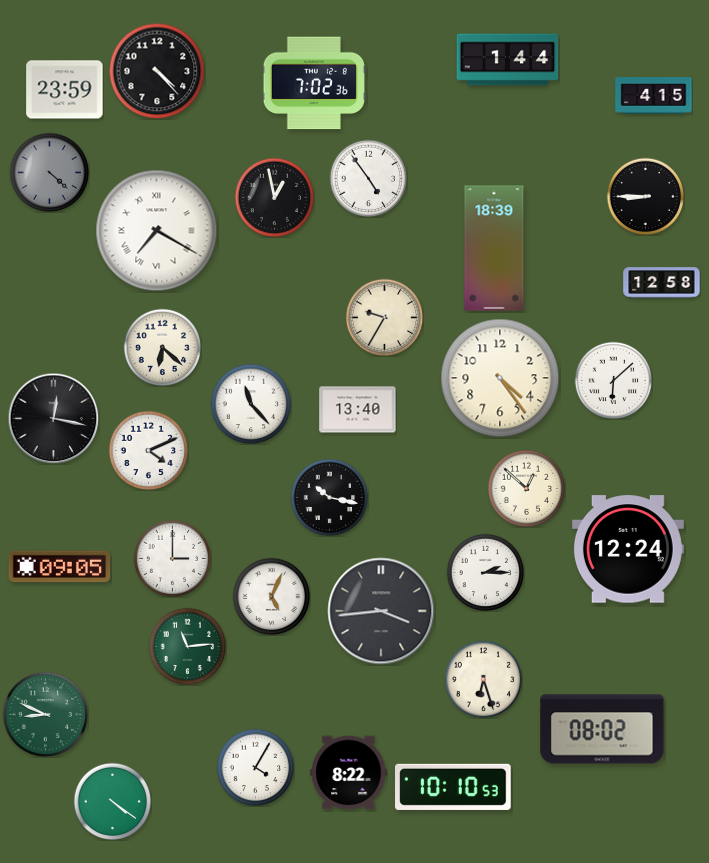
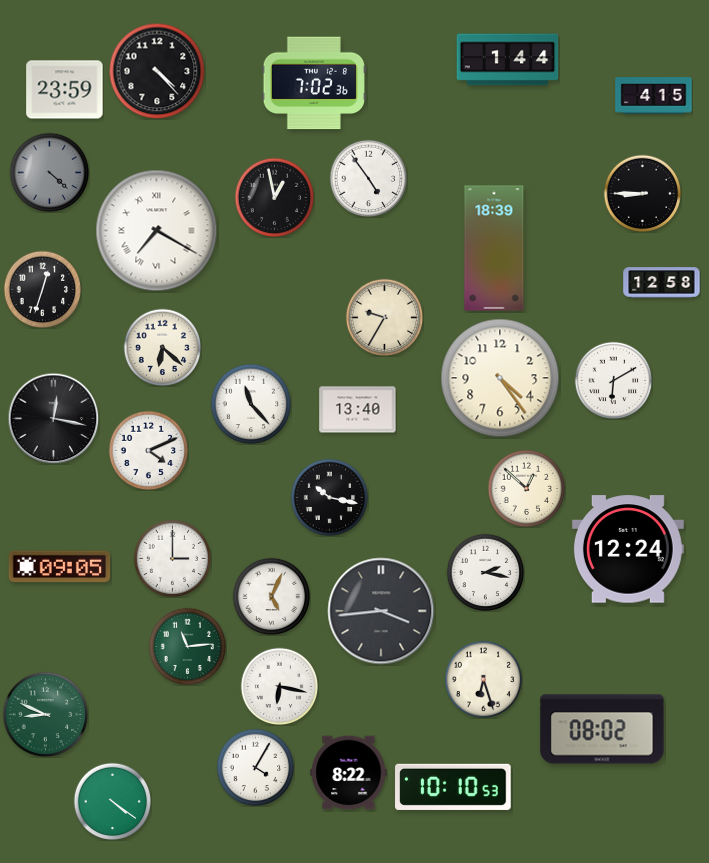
clock at (645, 196) position: (645, 196) -> (642, 193)
clock at (42, 289): none -> 12:33
clock at (613, 380): 6:08 -> 6:10
clock at (485, 572): 2:15 -> 2:17
clock at (279, 686): none -> 6:17
